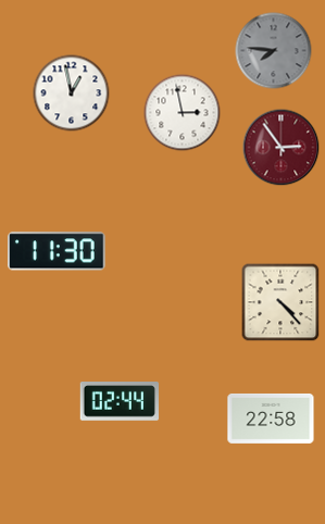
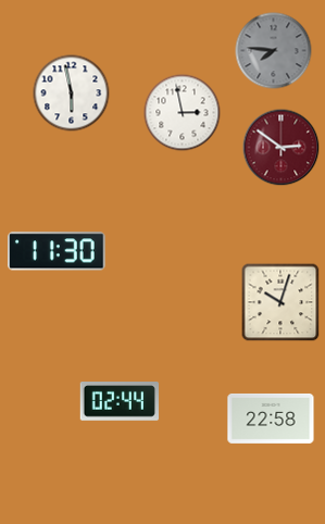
clock at (72, 93): 12:58 -> 5:58
clock at (282, 148): 2:54 -> 2:51
clock at (280, 302): 4:23 -> 10:03
